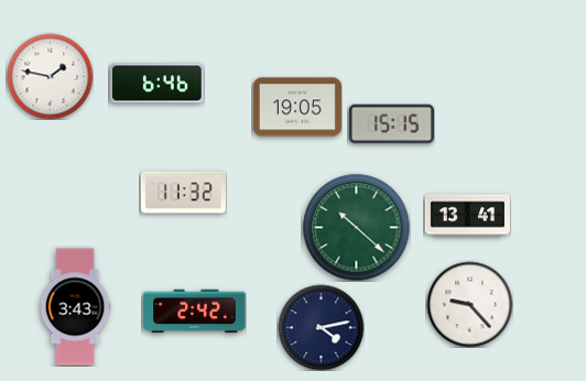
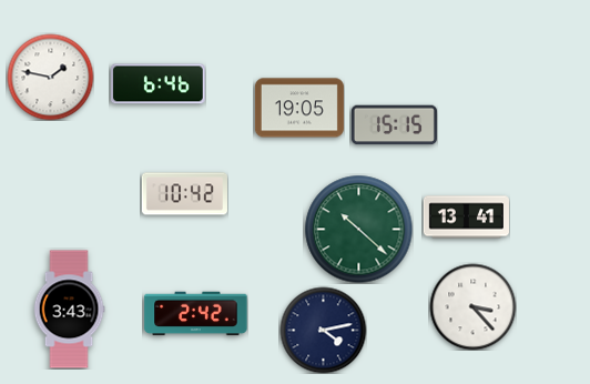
clock at (183, 193): 11:32 -> 10:42
clock at (467, 216) position: (467, 216) -> (466, 218)
clock at (469, 304): 9:23 -> 3:23
clock at (75, 307) position: (75, 307) -> (69, 310)
